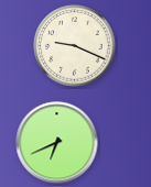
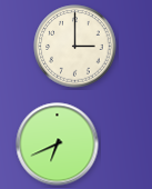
clock at (75, 46): 9:19 -> 3:00
